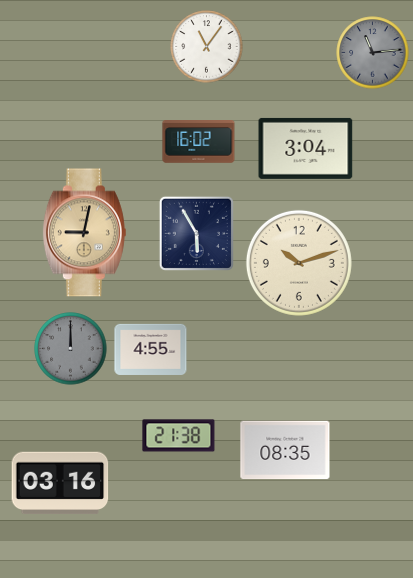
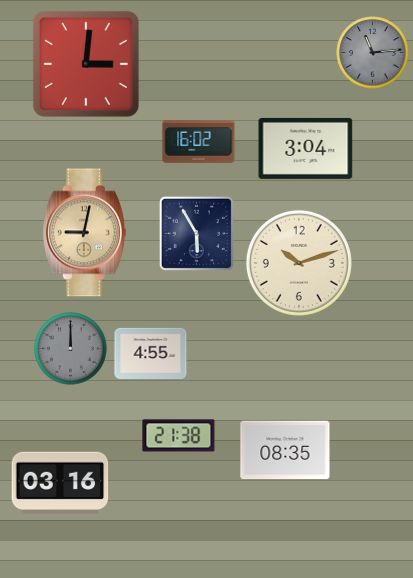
clock at (207, 47): 11:06 -> none
clock at (86, 64): none -> 3:01
clock at (151, 349) position: (151, 349) -> (151, 353)
